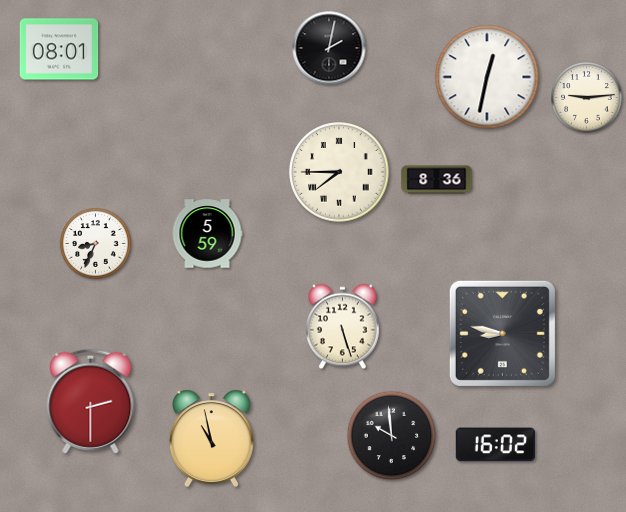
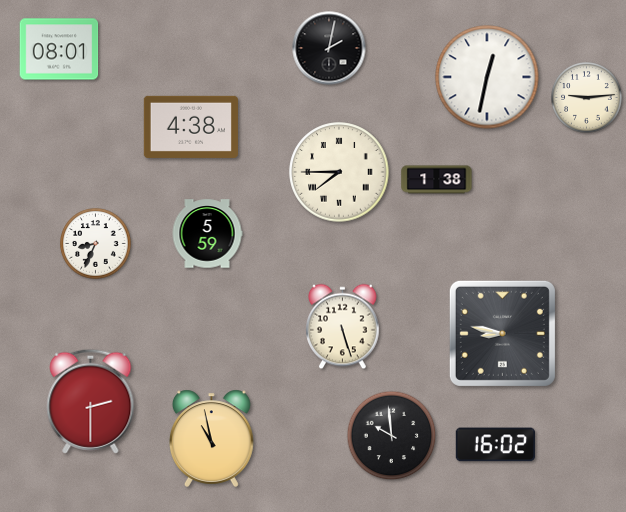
clock at (191, 127): none -> 4:38
clock at (437, 180): 8:36 -> 1:38
